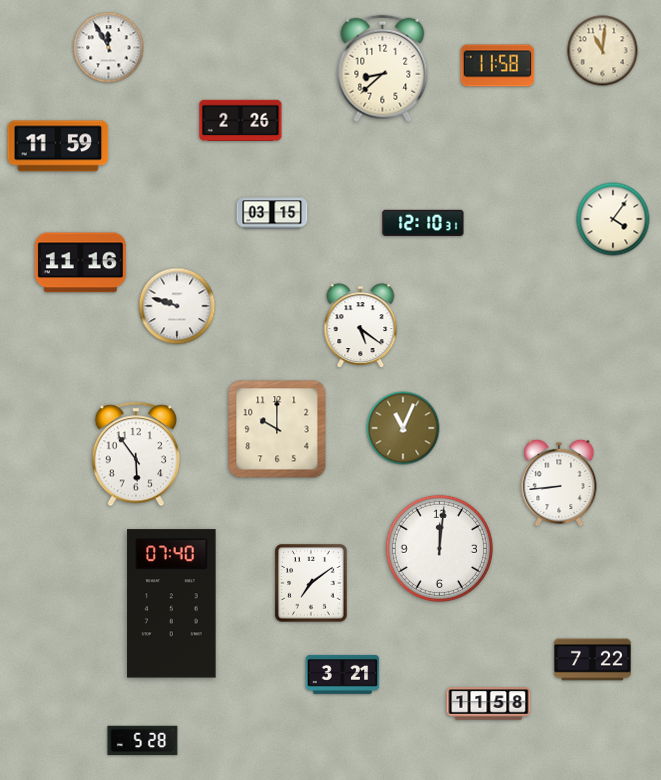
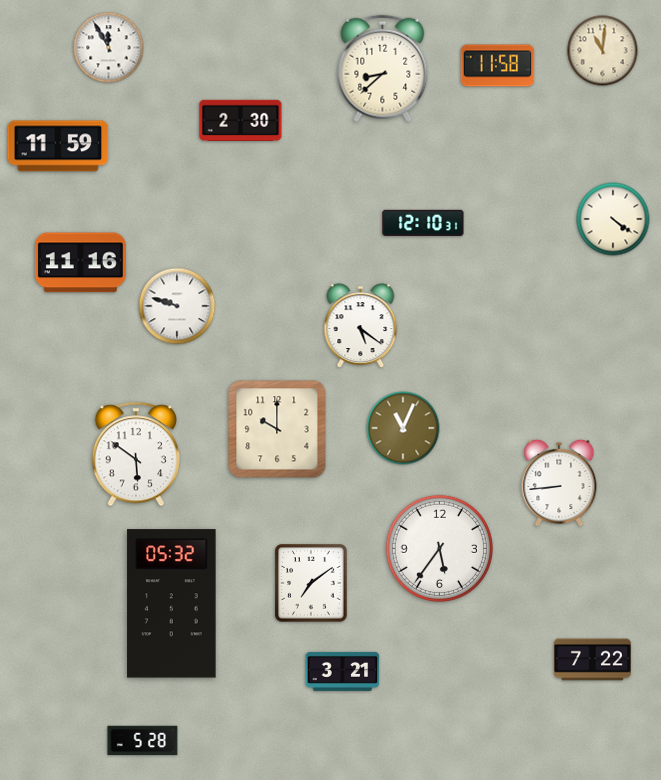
clock at (241, 120): 2:26 -> 2:30
clock at (272, 213): 03:15 -> none
clock at (613, 219): 4:06 -> 4:21
clock at (135, 454): 5:54 -> 5:51
clock at (439, 548): 12:01 -> 5:36
clock at (172, 604): 07:40 -> 05:32
clock at (343, 674) position: (343, 674) -> (343, 671)
clock at (489, 704): 11:58 -> none
